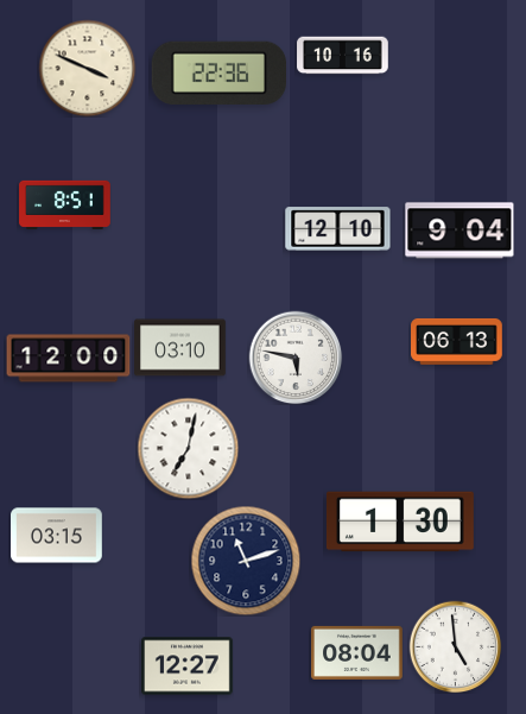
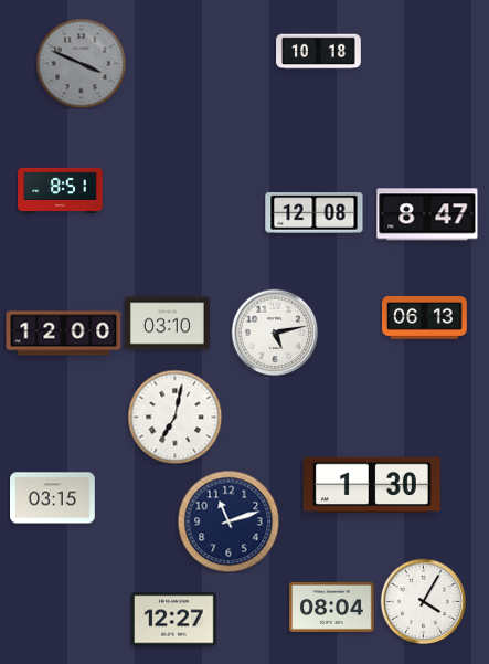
clock at (343, 56): 10:16 -> 10:18
clock at (87, 68) dial: cream -> grey
clock at (218, 72): 22:36 -> none
clock at (338, 229): 12:10 -> 12:08
clock at (460, 230): 9:04 -> 8:47
clock at (296, 358): 5:47 -> 5:13
clock at (455, 646): 4:59 -> 4:05
